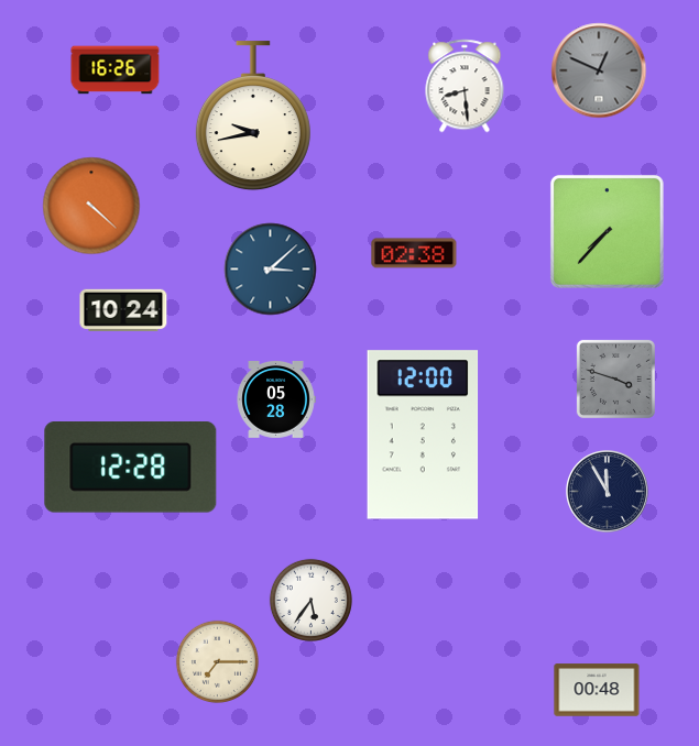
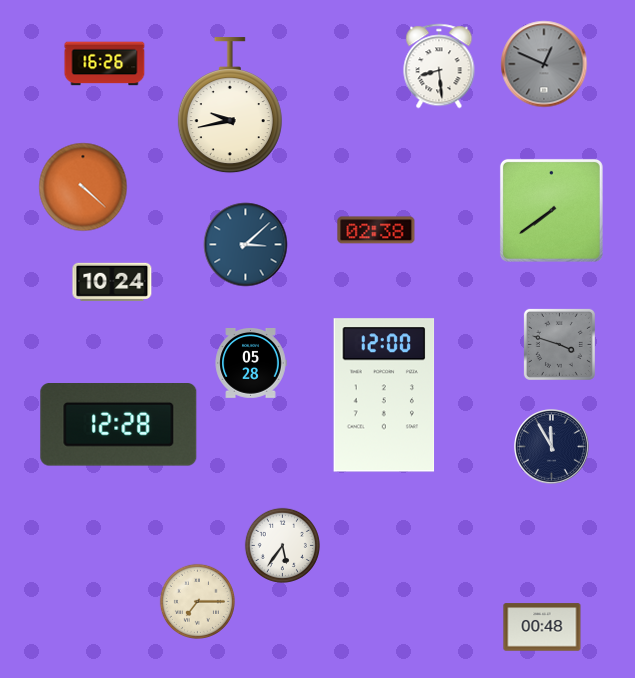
clock at (465, 86) position: (465, 86) -> (439, 66)
clock at (607, 231): 7:37 -> 7:39
